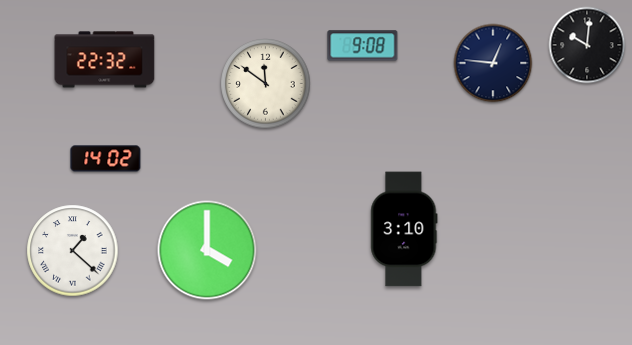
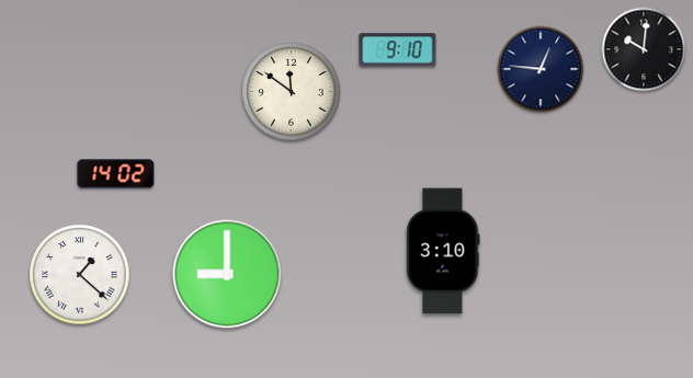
clock at (363, 46): 9:08 -> 9:10
clock at (105, 60): 22:32 -> none
clock at (207, 250): 4:00 -> 9:00
